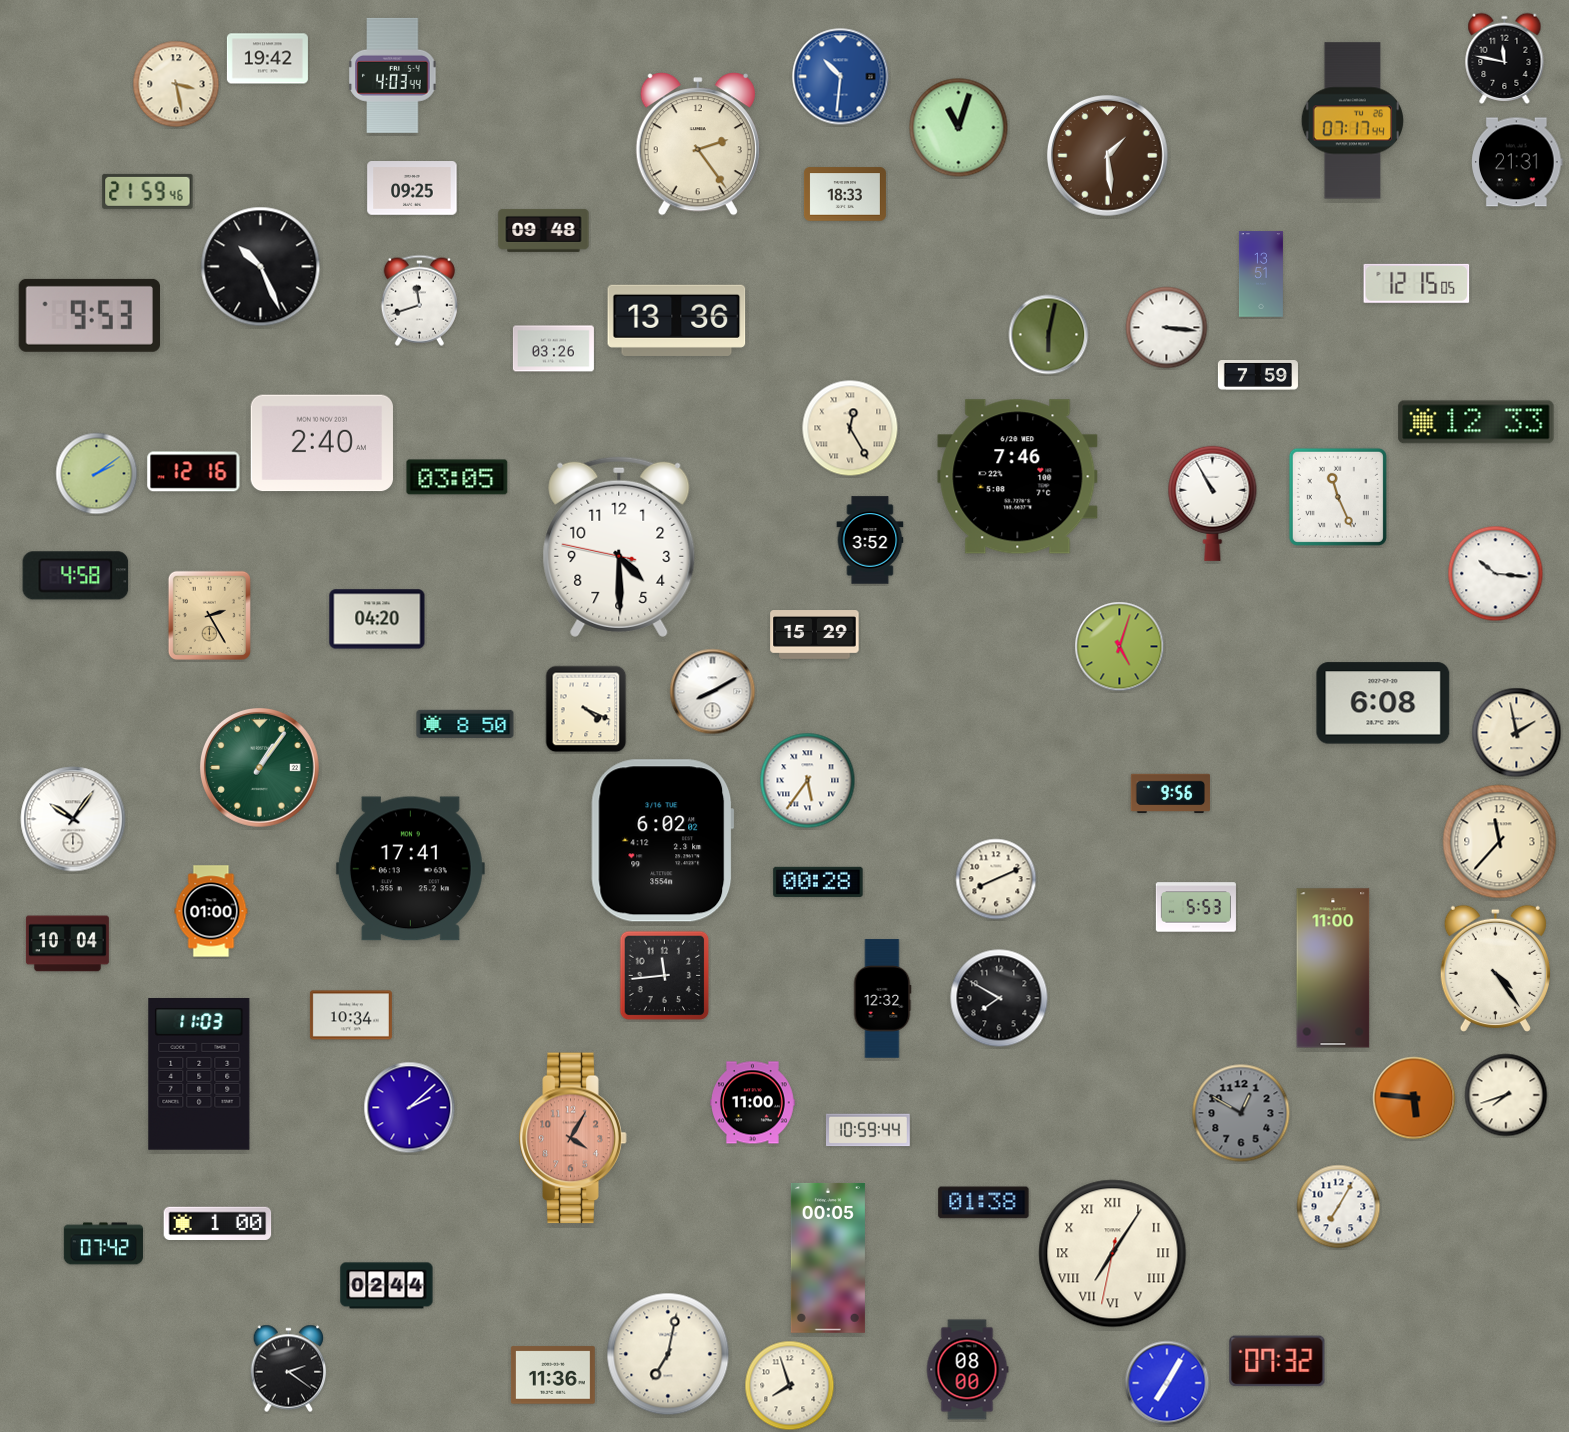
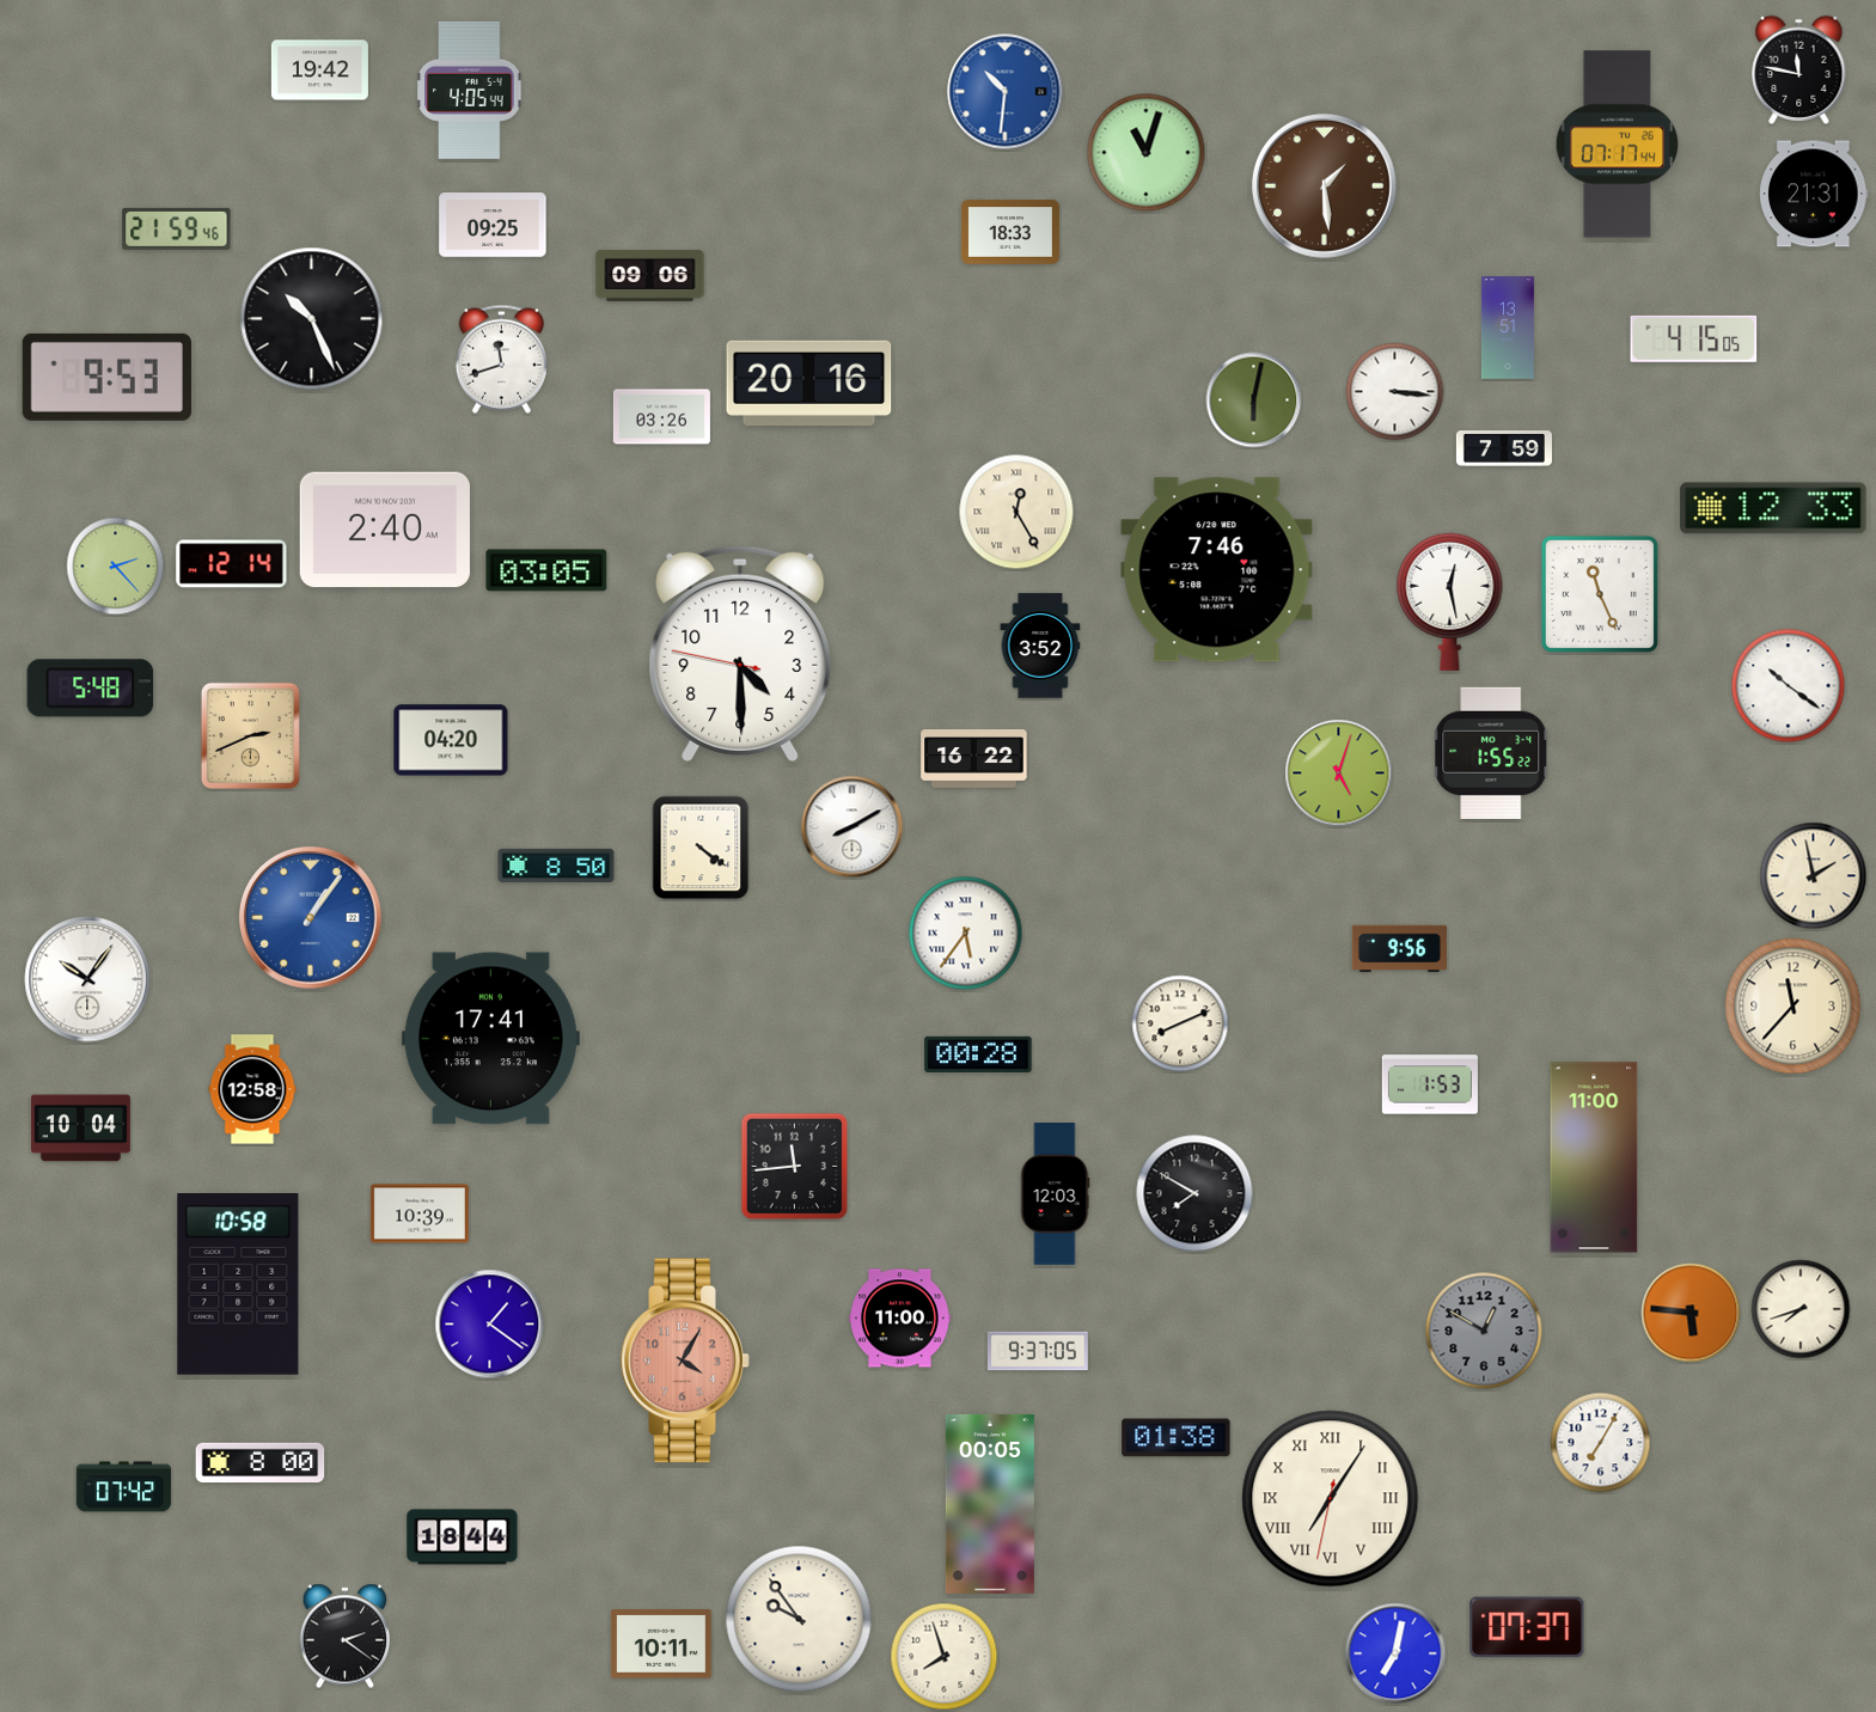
clock at (393, 75): 4:03 -> 4:05
clock at (176, 84): 3:28 -> none
clock at (698, 144): 2:24 -> none
clock at (544, 230): 09:48 -> 09:06
clock at (1417, 283): 12:15 -> 4:15
clock at (677, 320): 13:36 -> 20:16
clock at (1476, 422) position: (1476, 422) -> (1773, 508)
clock at (194, 472): 12:16 -> 12:14
clock at (97, 474): 2:09 -> 2:23
clock at (1213, 503): 10:55 -> 12:28
clock at (1496, 574): 10:16 -> 10:21
clock at (76, 576): 4:58 -> 5:48
clock at (209, 615): 2:25 -> 2:41
clock at (1492, 753): none -> 1:55
clock at (815, 635): 15:29 -> 16:22
clock at (1383, 703): 6:08 -> none
clock at (586, 709): 4:19 -> 4:21
clock at (260, 768) dial: green -> blue
clock at (663, 841): 6:02 -> none
clock at (996, 879) position: (996, 879) -> (1180, 1023)
clock at (1196, 907): 5:53 -> 1:53
clock at (211, 911): 01:00 -> 12:58
clock at (1495, 968): 4:24 -> none
clock at (882, 999): 12:32 -> 12:03
clock at (351, 1015): 10:34 -> 10:39
clock at (199, 1075): 11:03 -> 10:58
clock at (410, 1108): 2:08 -> 1:21
clock at (868, 1130): 10:59 -> 9:37
clock at (218, 1223): 1:00 -> 8:00
clock at (387, 1286): 02:44 -> 18:44
clock at (668, 1354): 7:02 -> 9:54
clock at (1277, 1361): 07:32 -> 07:37
clock at (967, 1370): 08:00 -> none
clock at (553, 1375): 11:36 -> 10:11
clock at (1167, 1383): 7:05 -> 7:02
